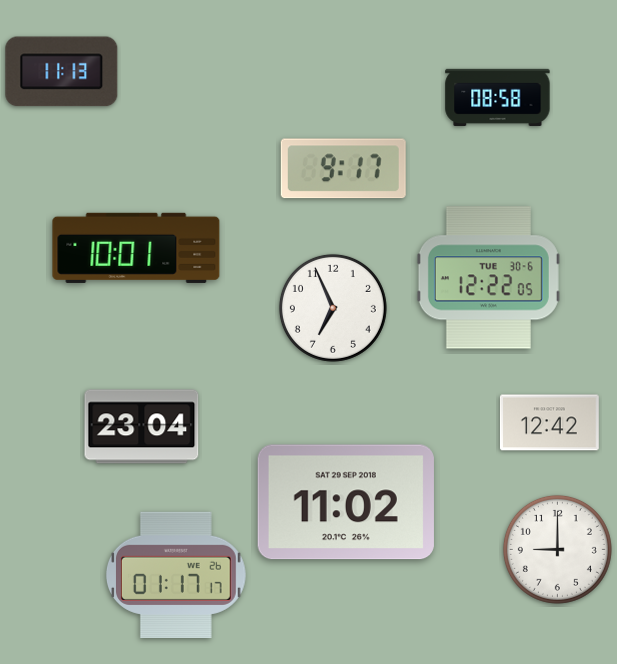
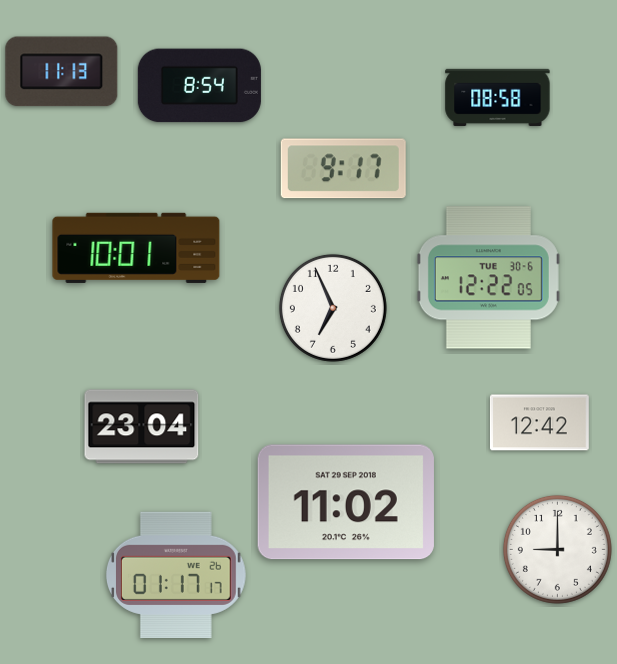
clock at (199, 86): none -> 8:54
clock at (549, 423) position: (549, 423) -> (539, 423)
